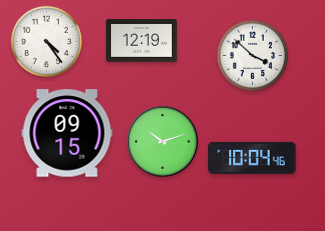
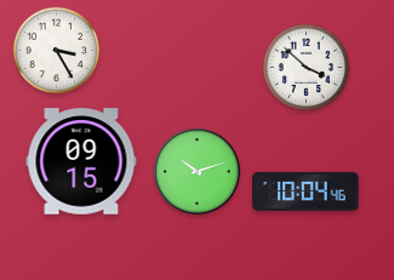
clock at (46, 41): 4:24 -> 3:25
clock at (142, 41): 12:19 -> none
